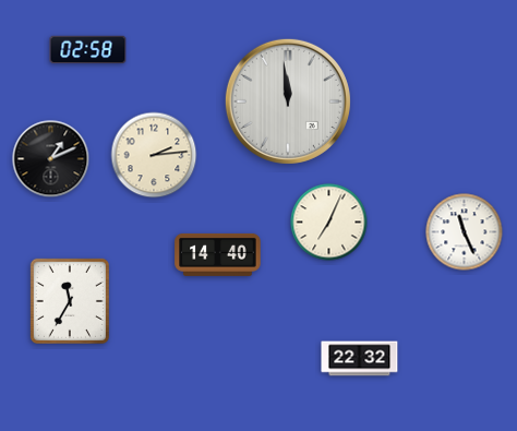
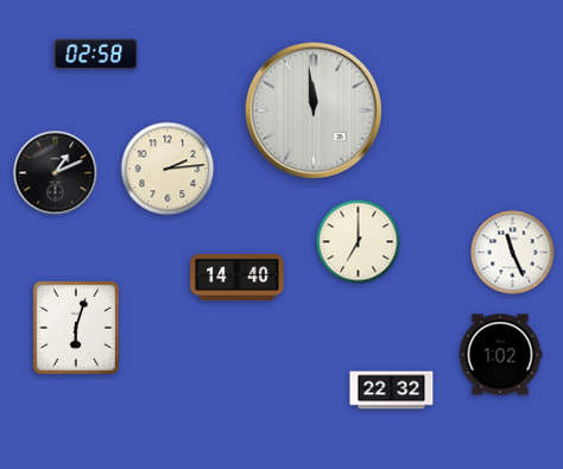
clock at (329, 223): 7:04 -> 7:00
clock at (465, 232) position: (465, 232) -> (513, 253)
clock at (70, 301): 11:35 -> 6:03
clock at (500, 355): none -> 1:02
